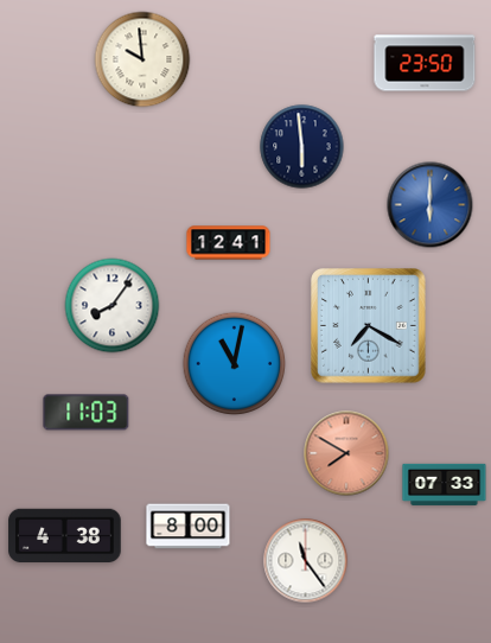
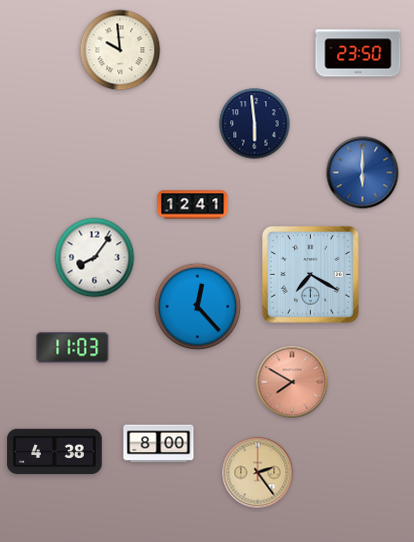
clock at (235, 364): 11:02 -> 12:23
clock at (445, 484): 07:33 -> none
clock at (306, 561): 11:24 -> 2:24
clock at (306, 561) dial: white -> champagne
